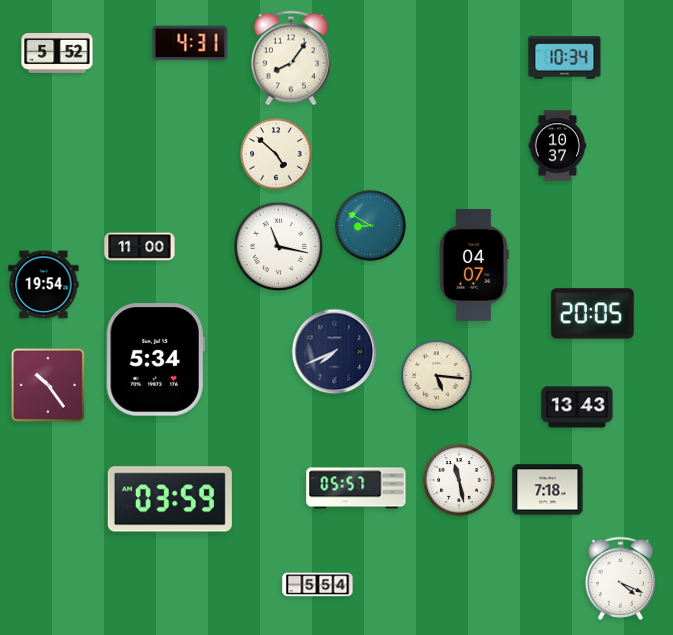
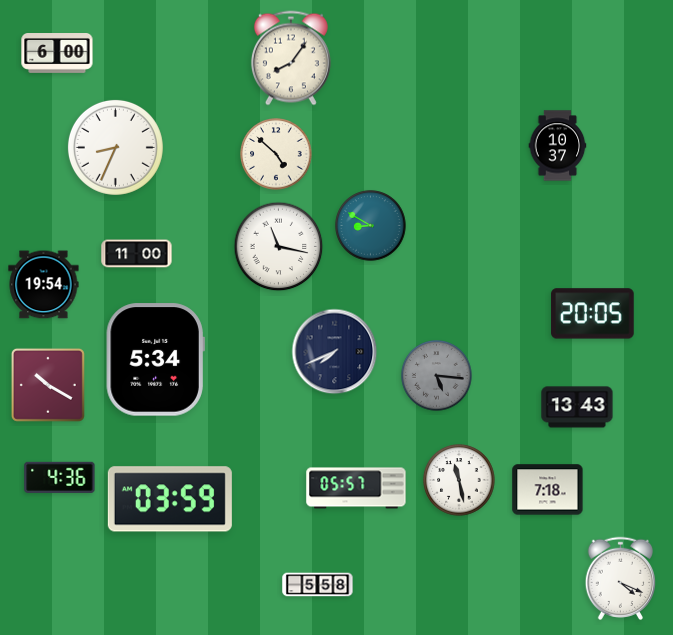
clock at (190, 43): 4:31 -> none
clock at (57, 54): 5:52 -> 6:00
clock at (565, 58): 10:34 -> none
clock at (115, 147): none -> 8:34
clock at (140, 247) position: (140, 247) -> (137, 254)
clock at (474, 265): 04:07 -> none
clock at (437, 376) dial: cream -> grey
clock at (48, 385): 10:24 -> 10:20
clock at (60, 477): none -> 4:36
clock at (318, 585): 5:54 -> 5:58
